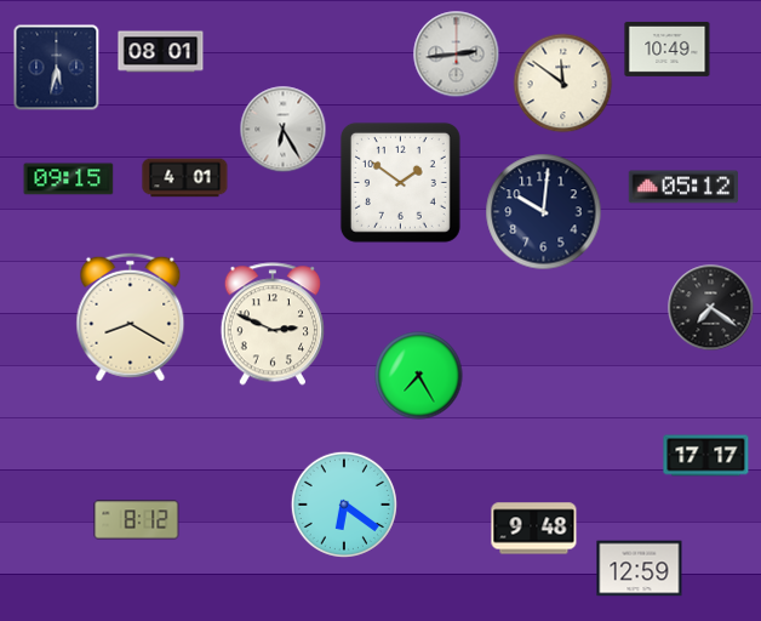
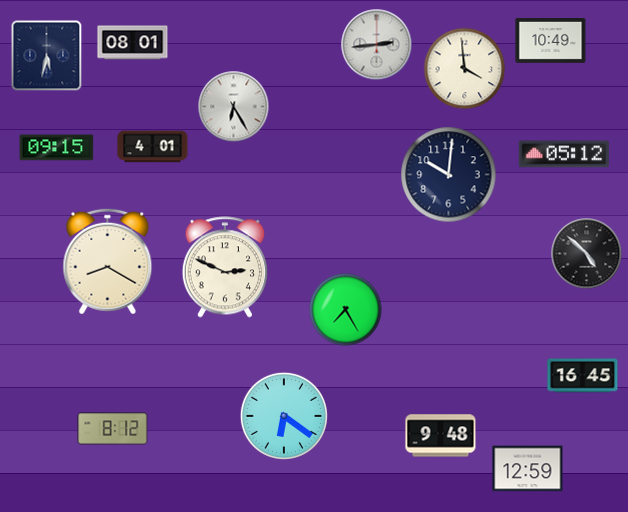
clock at (563, 84): 11:51 -> 3:59
clock at (400, 182): 1:51 -> none
clock at (711, 308): 7:21 -> 4:52
clock at (706, 456): 17:17 -> 16:45
